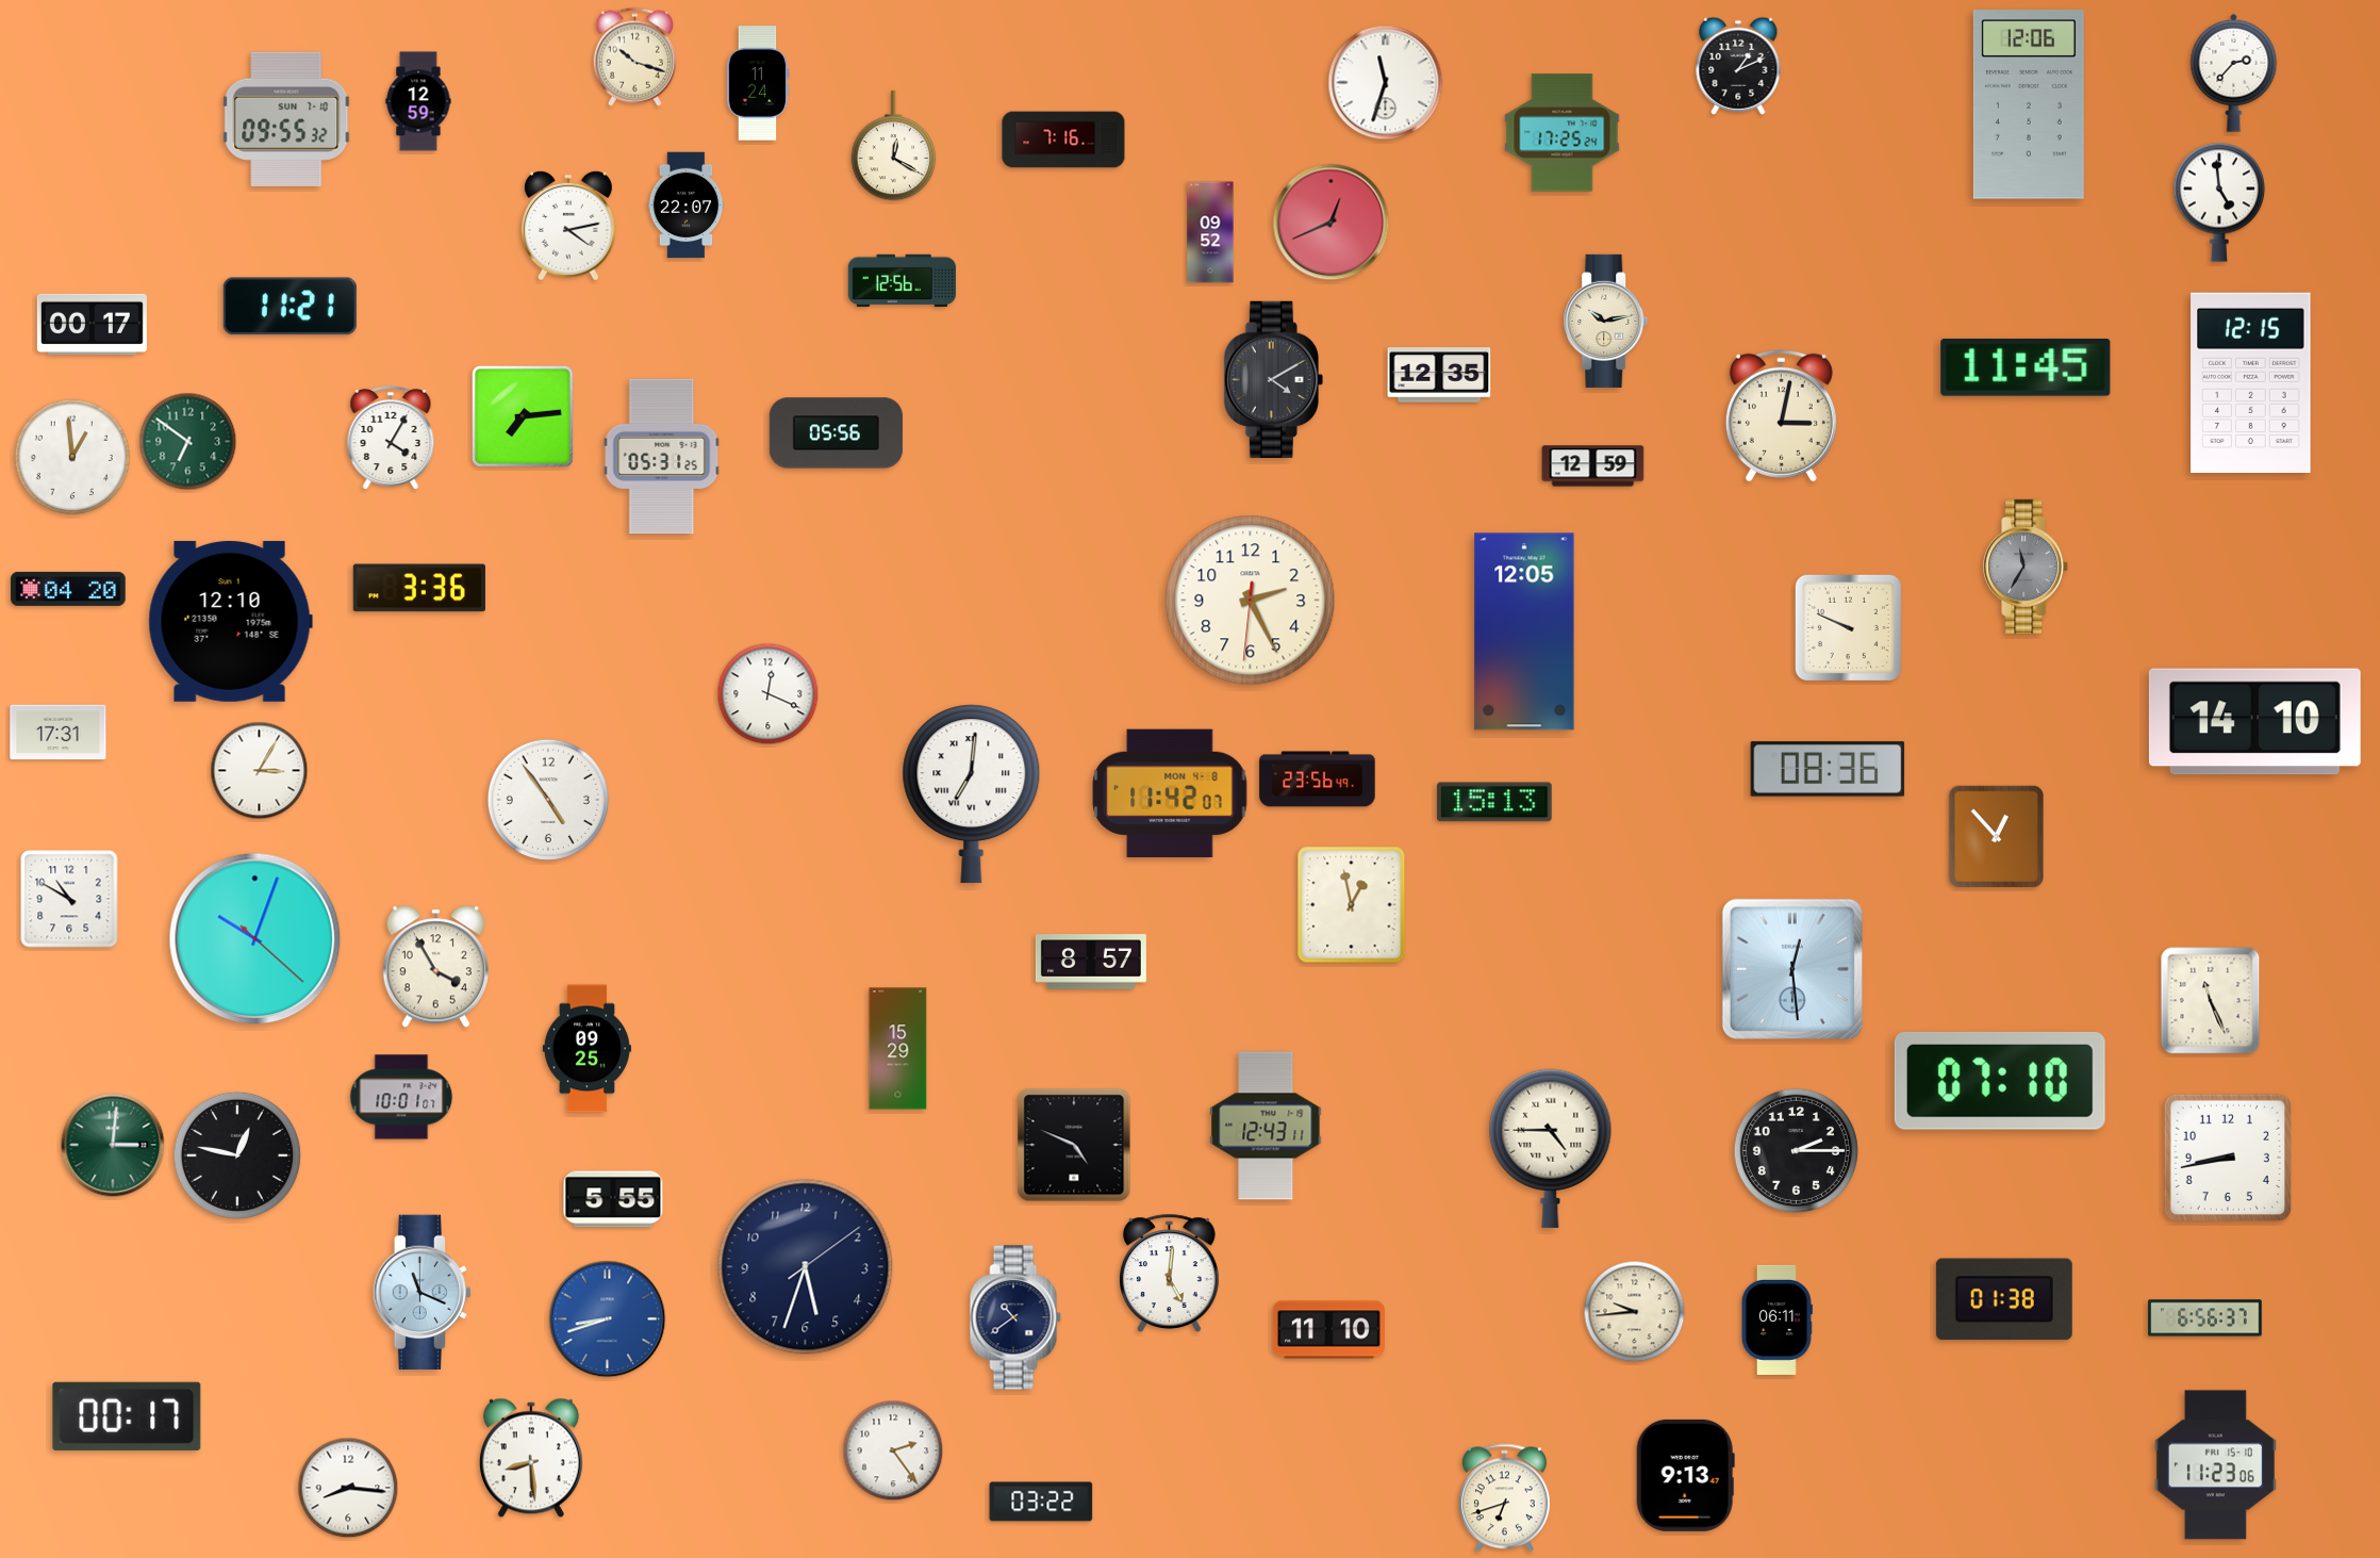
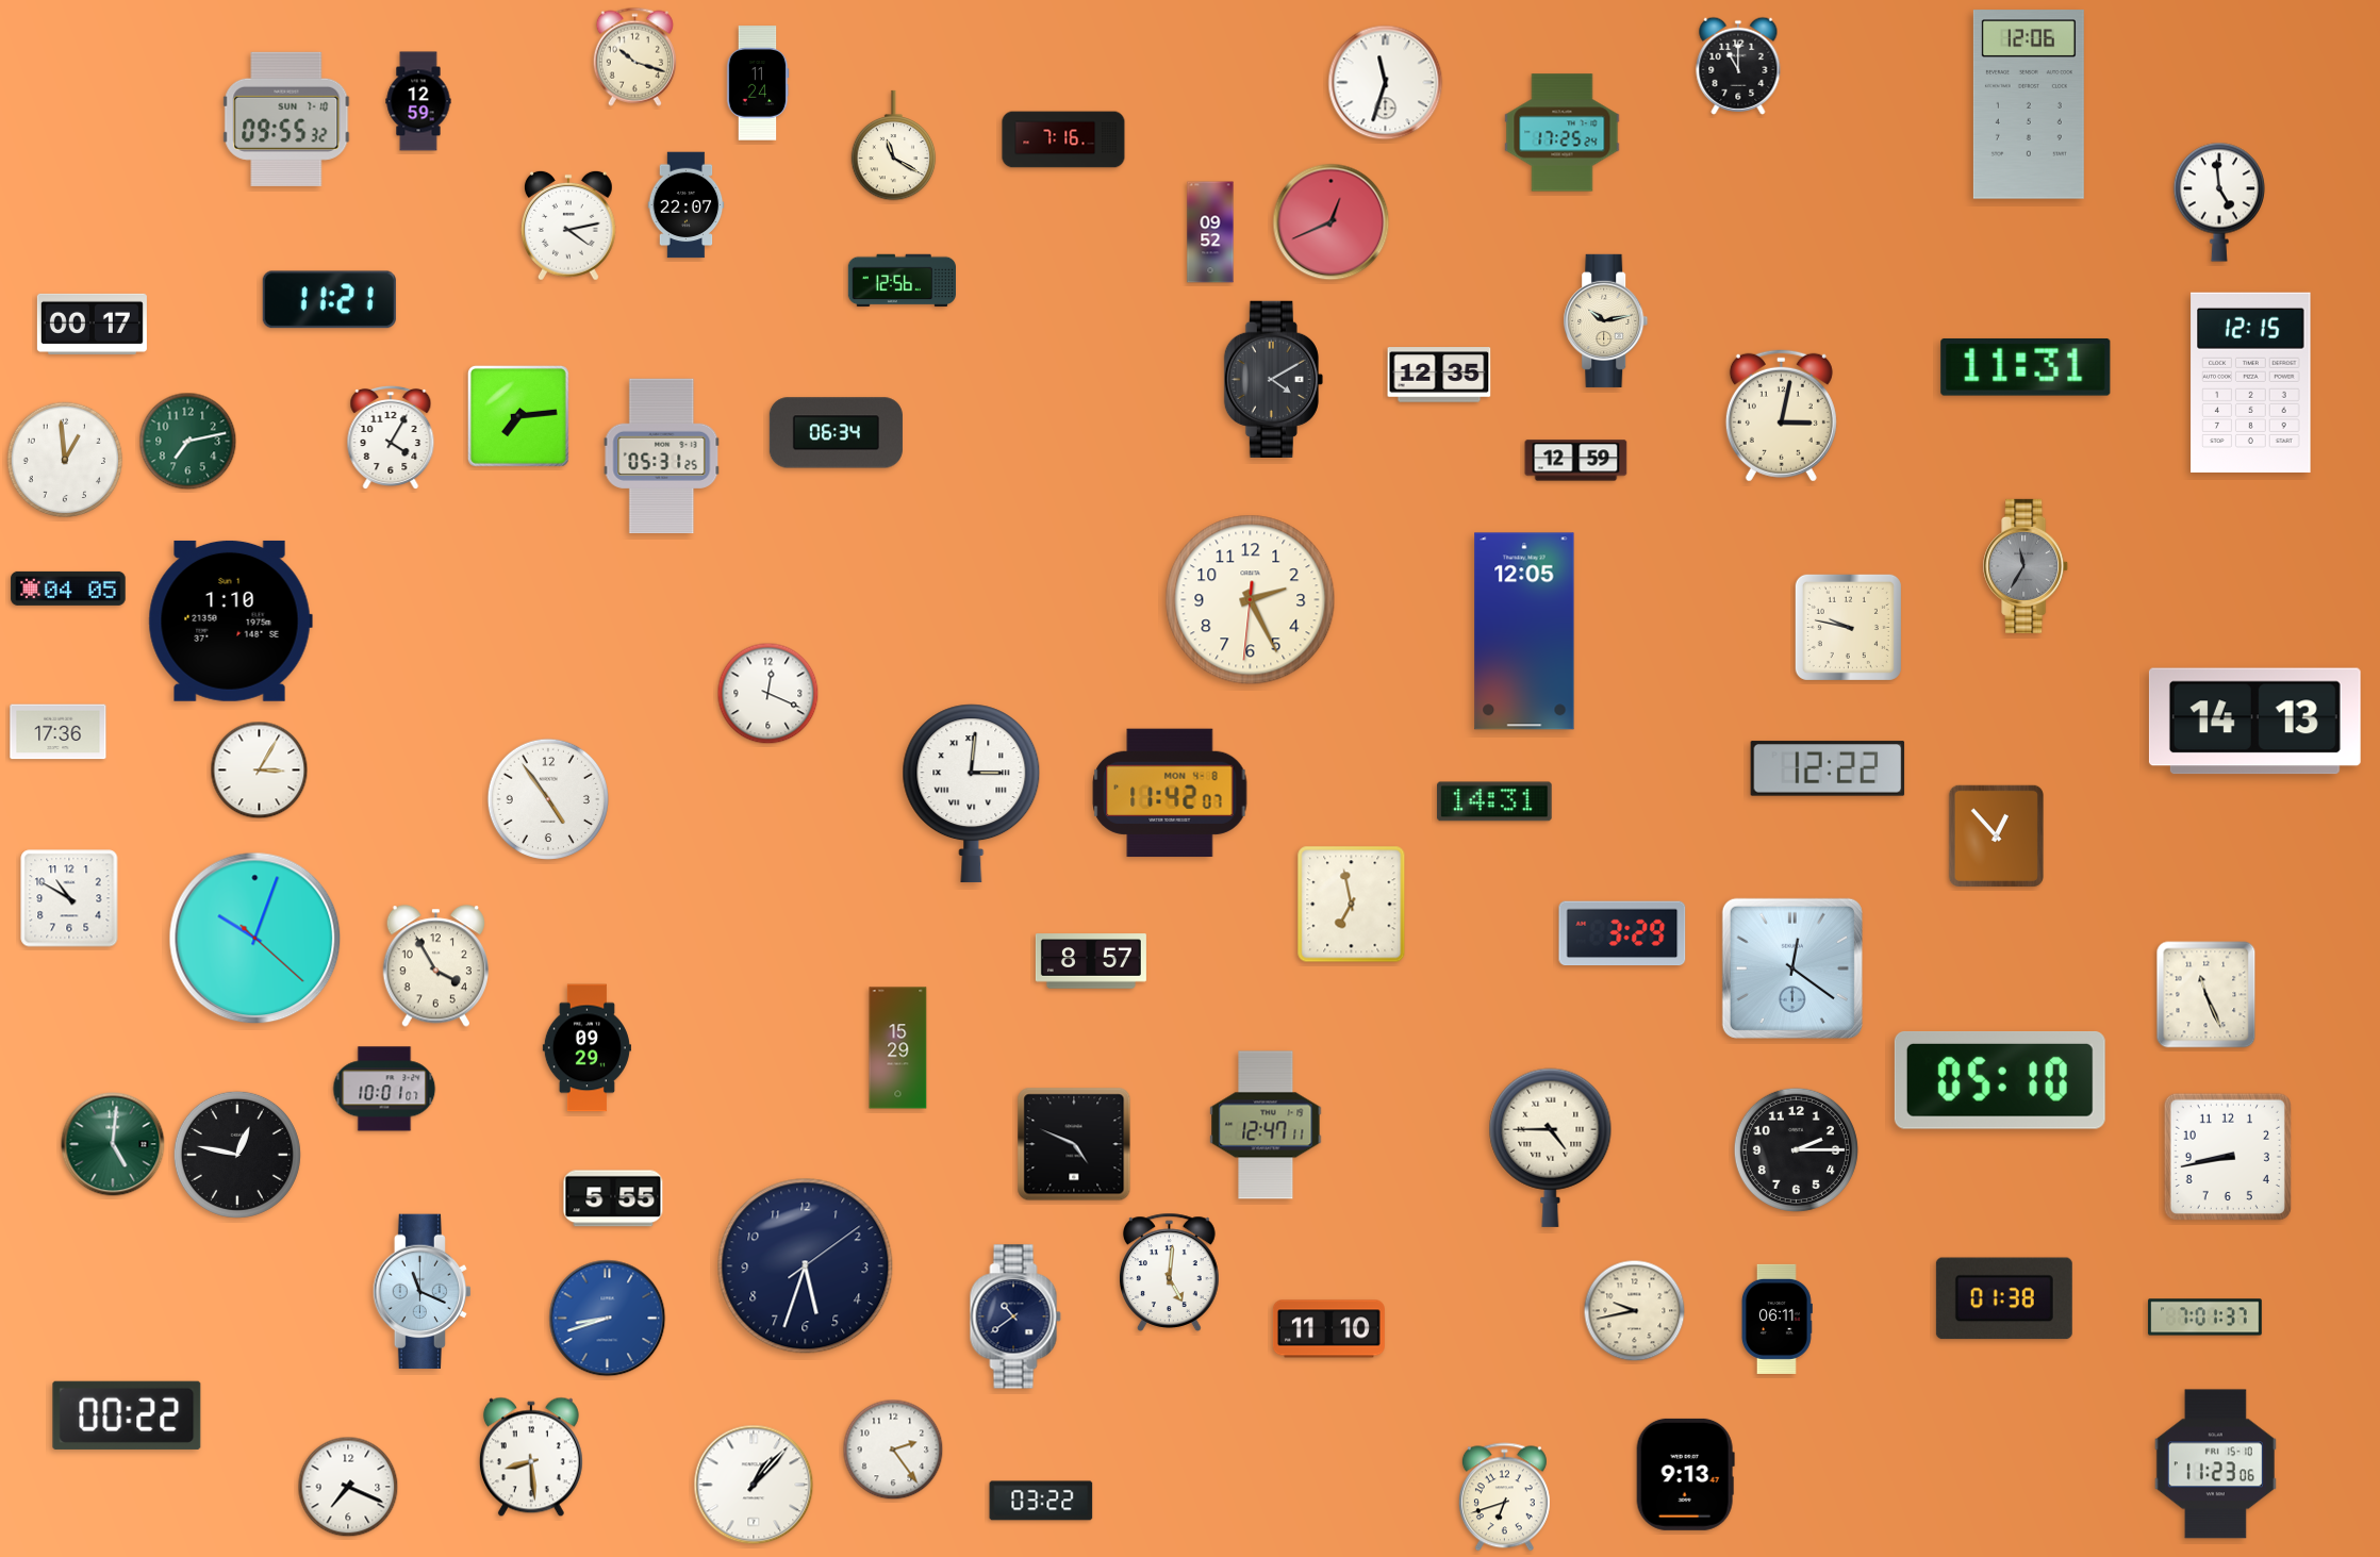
clock at (1738, 66): 1:11 -> 11:00
clock at (2234, 72): 2:37 -> none
clock at (894, 146): 12:20 -> 11:20
clock at (290, 307) position: (290, 307) -> (329, 300)
clock at (2026, 367): 11:45 -> 11:31
clock at (523, 416) position: (523, 416) -> (518, 416)
clock at (836, 433): 05:56 -> 06:34
clock at (188, 442): 6:51 -> 7:13
clock at (72, 457) position: (72, 457) -> (65, 460)
clock at (1593, 466) position: (1593, 466) -> (1576, 461)
clock at (419, 588): 3:36 -> none
clock at (68, 589): 04:20 -> 04:05
clock at (230, 621): 12:10 -> 1:10
clock at (1848, 627): 9:49 -> 9:47
clock at (2254, 722): 14:10 -> 14:13
clock at (59, 733): 17:31 -> 17:36
clock at (1828, 769): 08:36 -> 12:22
clock at (1318, 780): 23:56 -> none
clock at (972, 794): 7:01 -> 3:01
clock at (1494, 802): 15:13 -> 14:31
clock at (1352, 905): 12:58 -> 6:58
clock at (1622, 933): none -> 3:29
clock at (1792, 969): 12:29 -> 12:21
clock at (2211, 1001) position: (2211, 1001) -> (2207, 995)
clock at (586, 1049): 09:25 -> 09:29
clock at (2000, 1081): 07:10 -> 05:10
clock at (401, 1097) position: (401, 1097) -> (384, 1089)
clock at (1266, 1126): 12:43 -> 12:47
clock at (113, 1145): 3:01 -> 5:01
clock at (1635, 1312): 9:44 -> 9:43
clock at (2205, 1318): 6:56 -> 7:01
clock at (127, 1416): 00:17 -> 00:22
clock at (754, 1485): none -> 1:07
clock at (348, 1488): 8:16 -> 7:19
